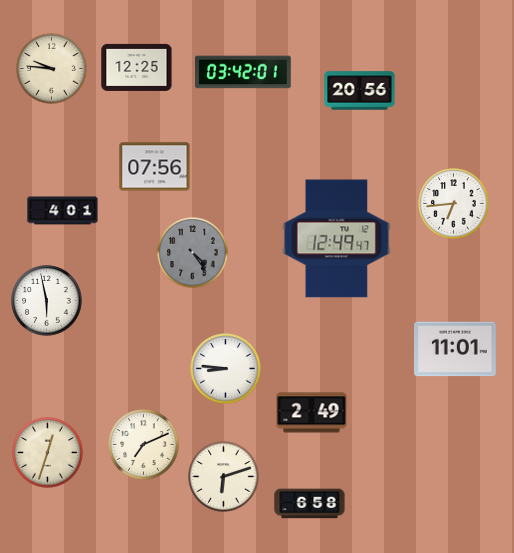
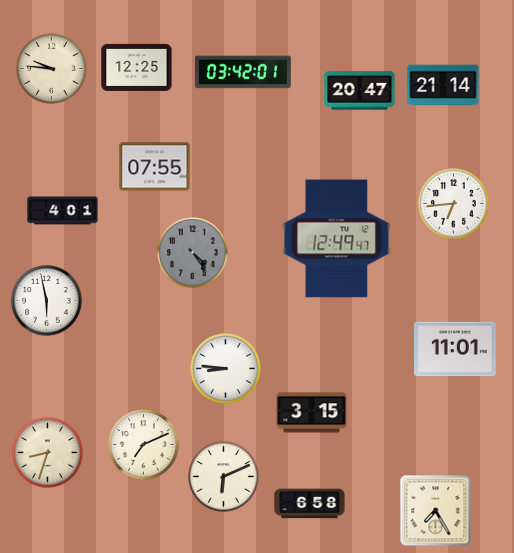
clock at (443, 85): none -> 21:14
clock at (360, 91): 20:56 -> 20:47
clock at (155, 167): 07:56 -> 07:55
clock at (312, 413): 2:49 -> 3:15
clock at (48, 453): 12:33 -> 8:33
clock at (224, 477): 6:12 -> 6:11
clock at (436, 511): none -> 7:25
